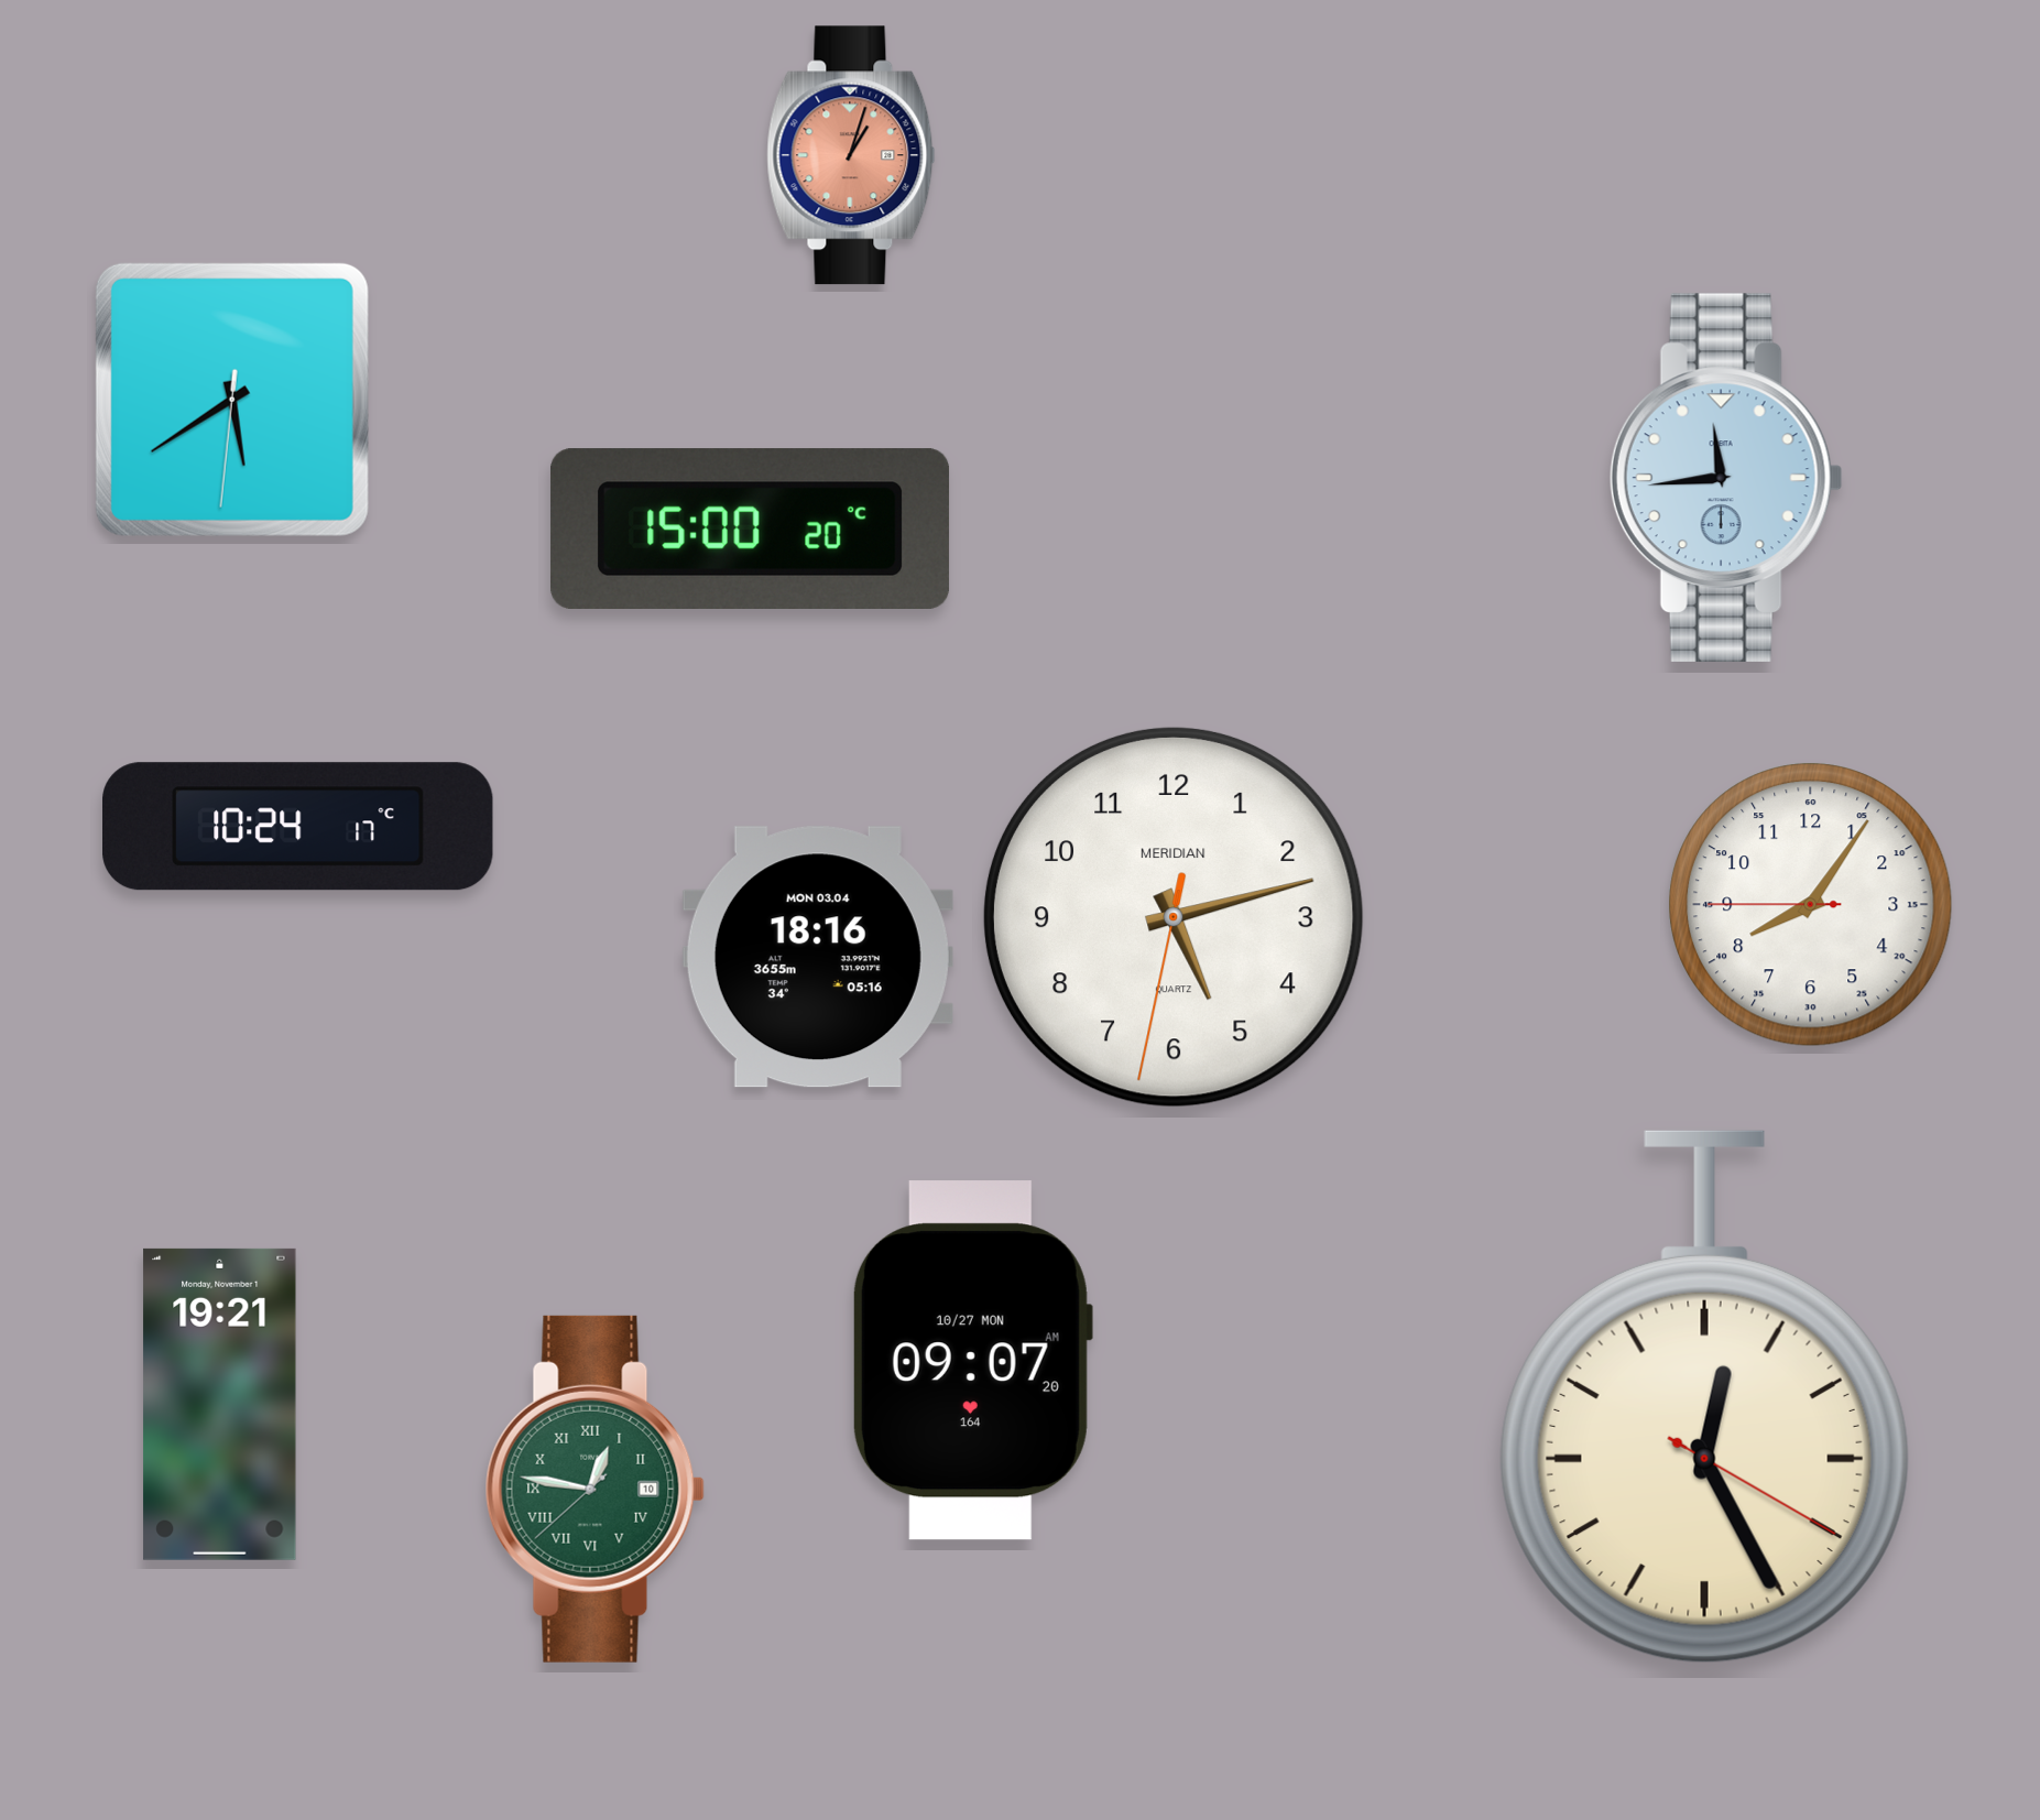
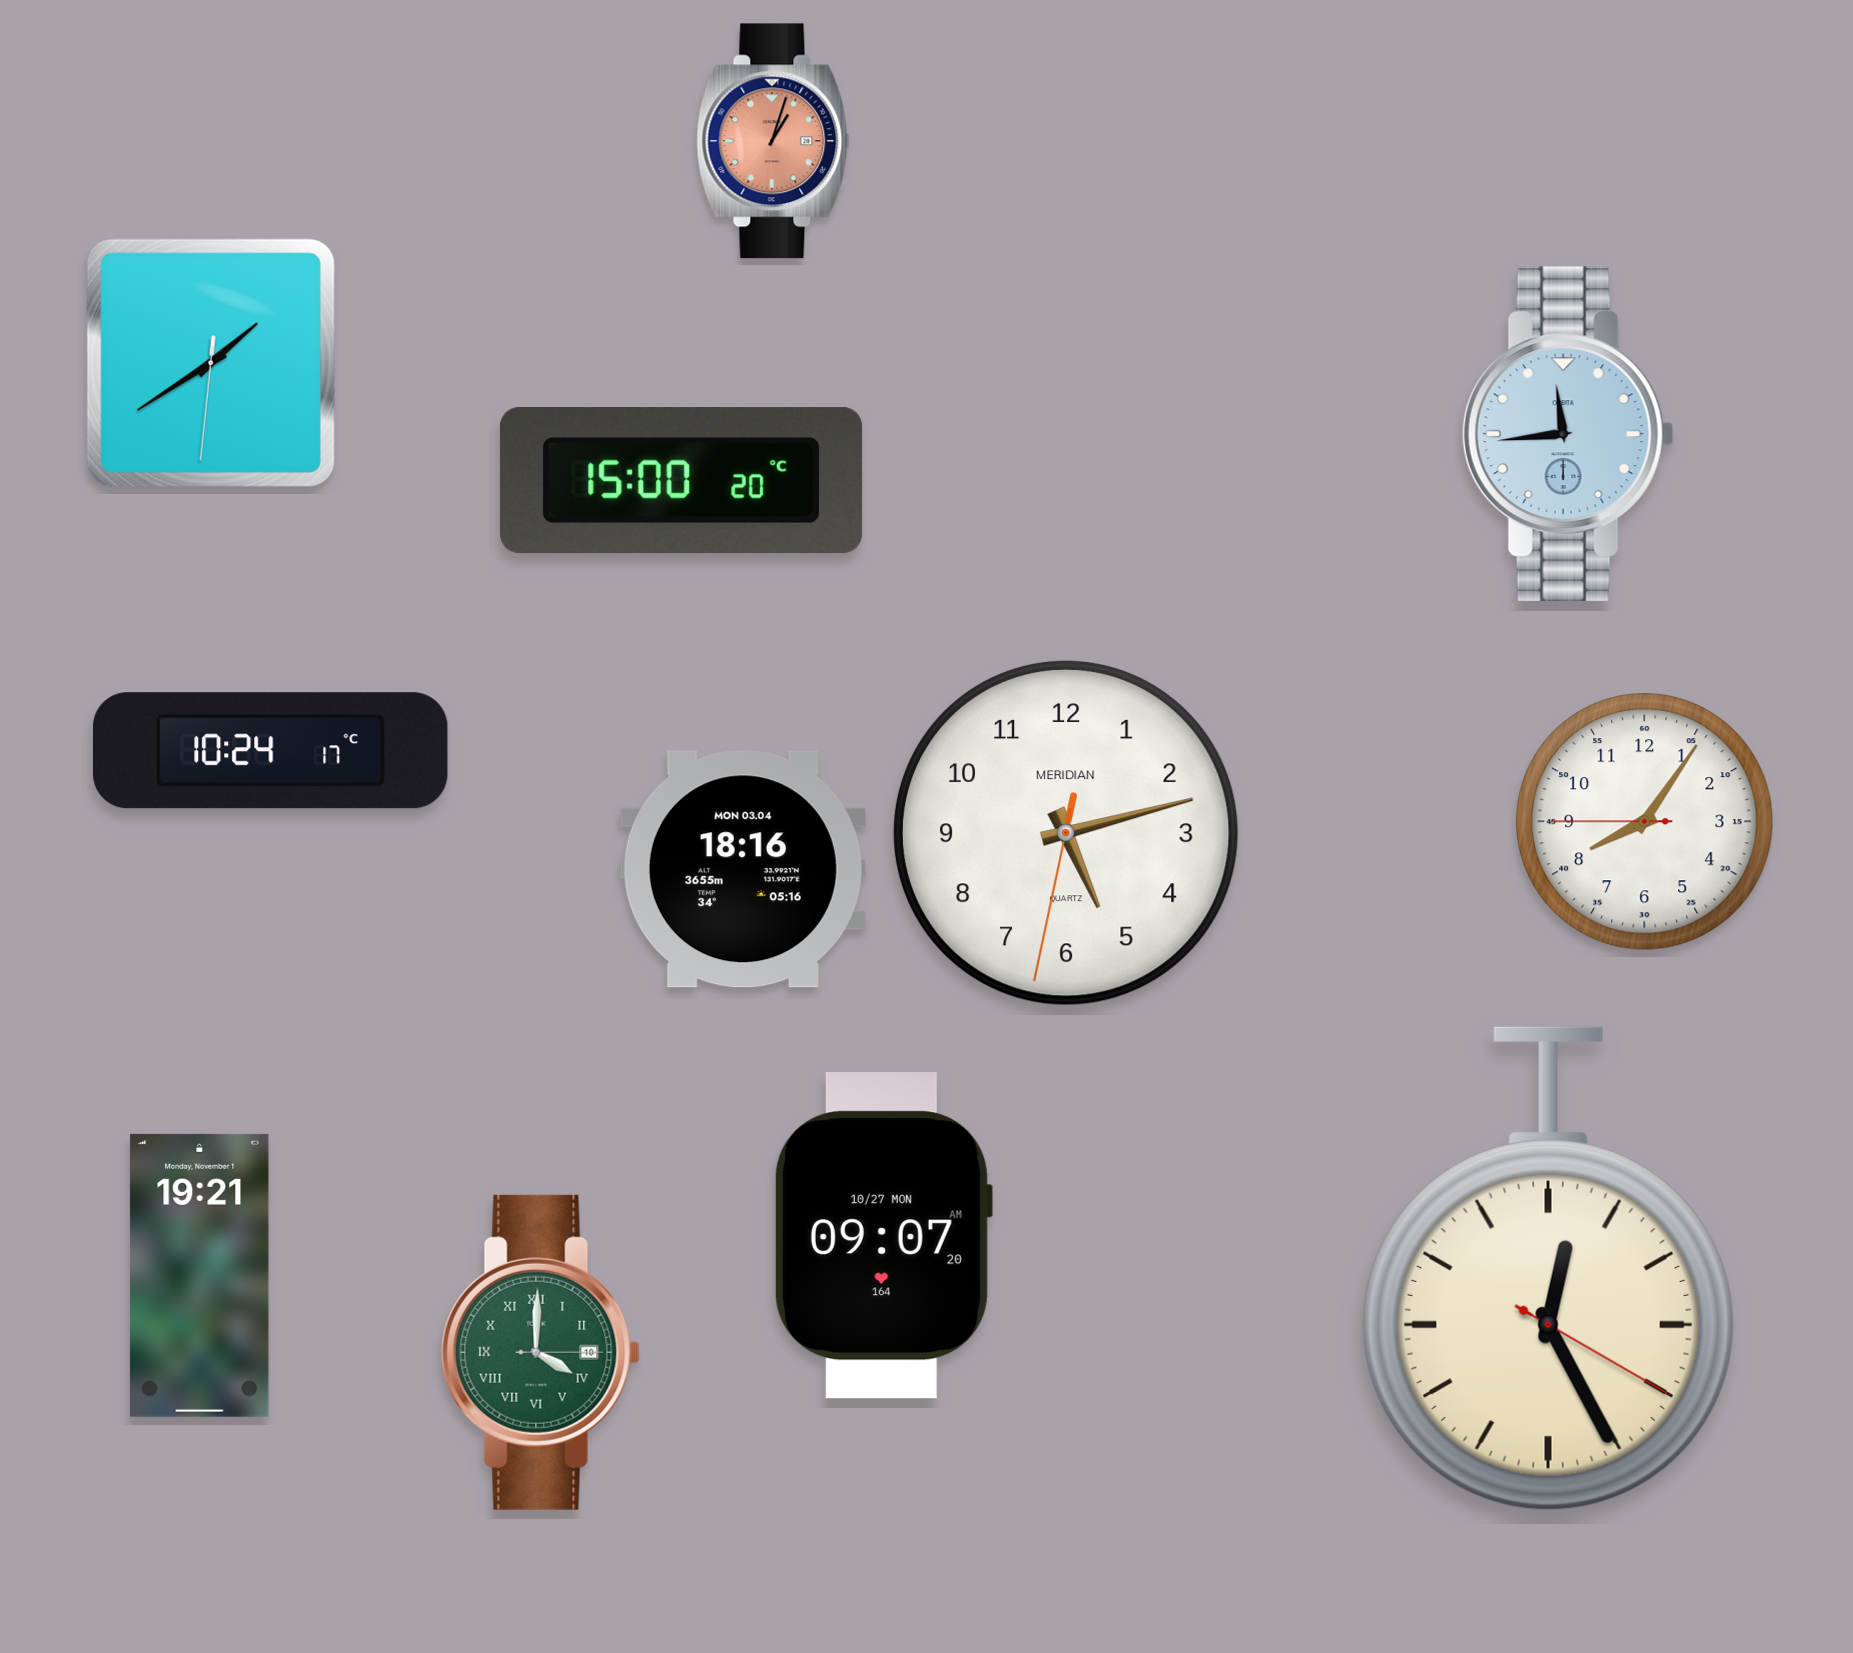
clock at (232, 400): 5:39 -> 1:39
clock at (594, 1489): 12:46 -> 4:00
